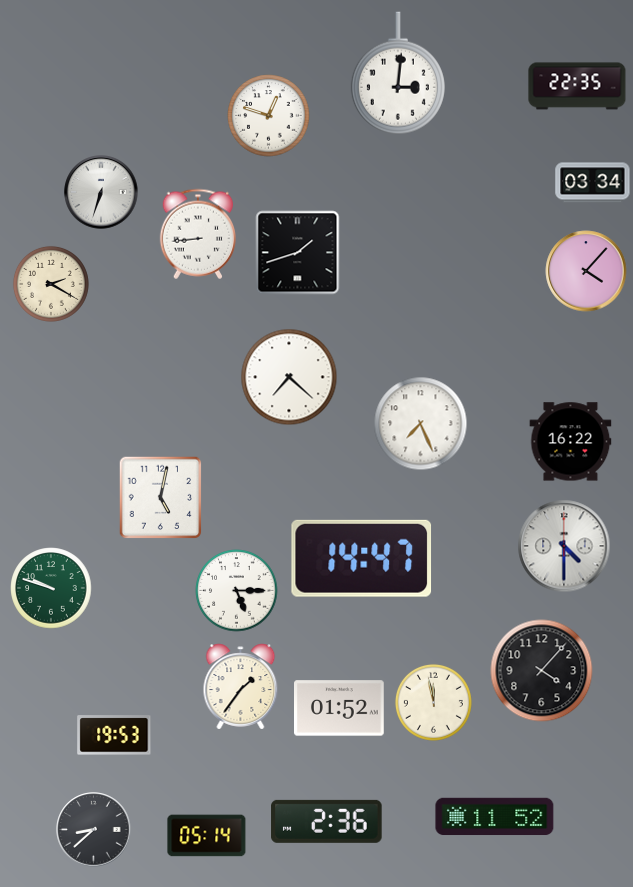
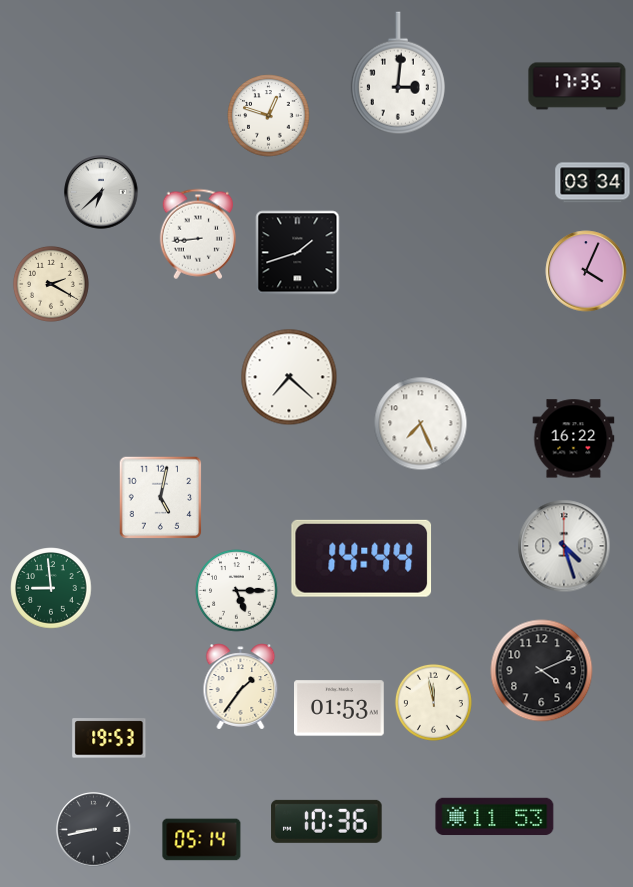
clock at (577, 86): 22:35 -> 17:35
clock at (101, 192): 6:33 -> 6:38
clock at (586, 271): 4:07 -> 4:04
clock at (571, 442) position: (571, 442) -> (574, 439)
clock at (564, 546): 4:30 -> 4:27
clock at (362, 558): 14:47 -> 14:44
clock at (51, 588): 9:48 -> 8:59
clock at (542, 671): 4:07 -> 4:11
clock at (340, 708): 01:52 -> 01:53
clock at (114, 735) position: (114, 735) -> (109, 738)
clock at (495, 817): 11:52 -> 11:53
clock at (327, 821): 2:36 -> 10:36
clock at (94, 830): 8:38 -> 8:43
clock at (207, 836) position: (207, 836) -> (202, 840)
